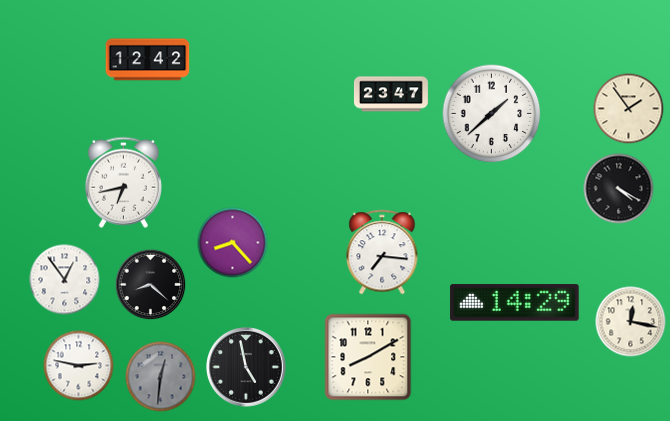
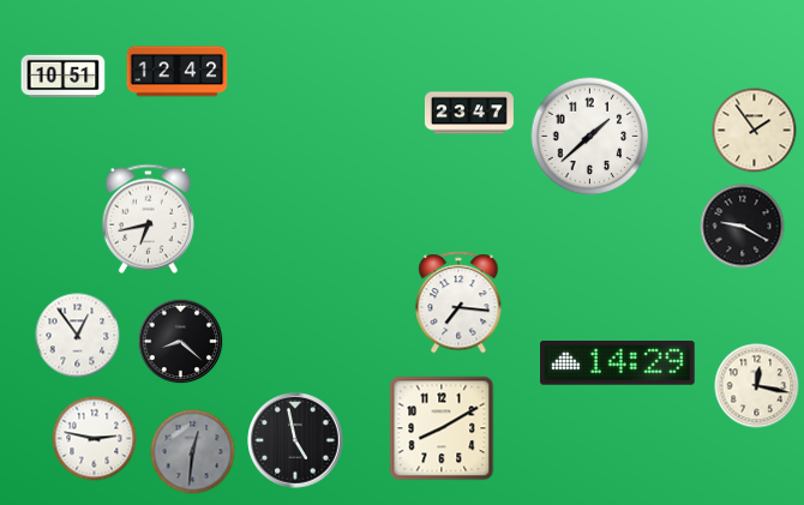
clock at (64, 77): none -> 10:51
clock at (619, 189): 4:20 -> 9:20
clock at (233, 243): 8:23 -> none
